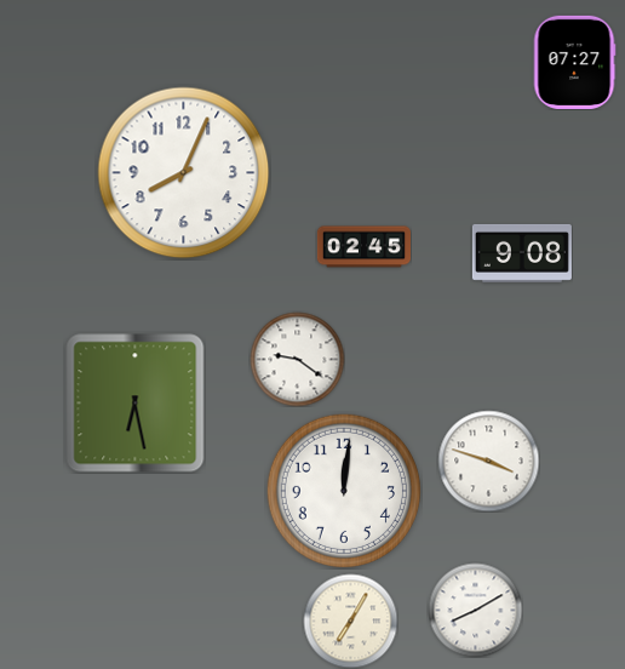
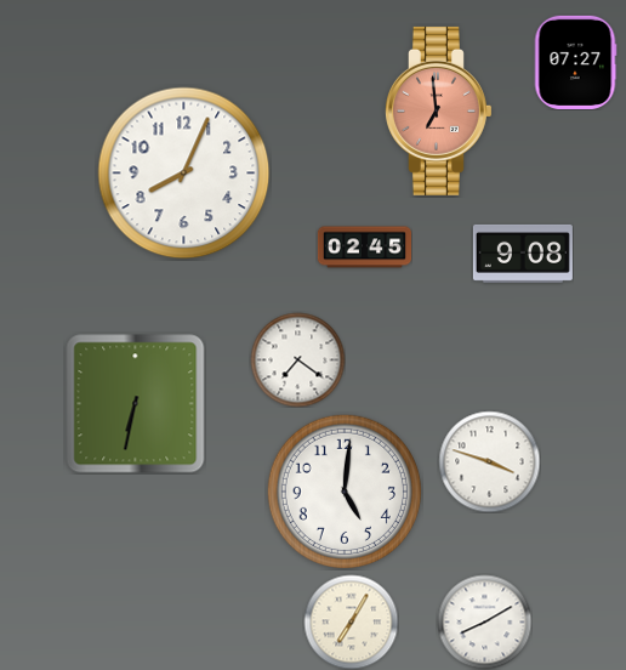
clock at (439, 110): none -> 6:59
clock at (297, 359): 9:21 -> 7:21
clock at (136, 404): 6:28 -> 6:32
clock at (344, 491): 12:01 -> 5:01
clock at (475, 610) position: (475, 610) -> (484, 621)
